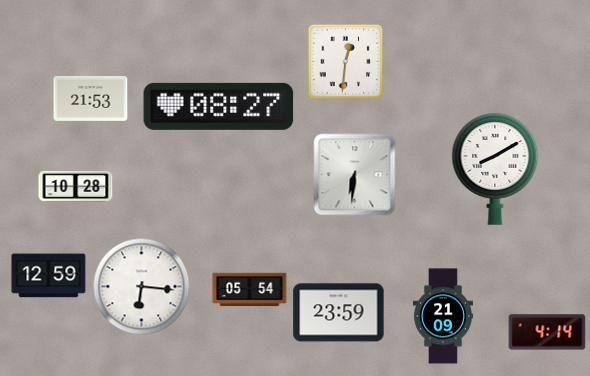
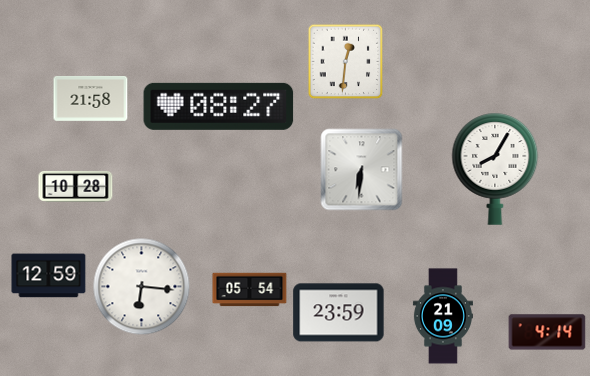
clock at (91, 99): 21:53 -> 21:58
clock at (495, 169): 8:10 -> 8:05
clock at (355, 175) position: (355, 175) -> (362, 170)
